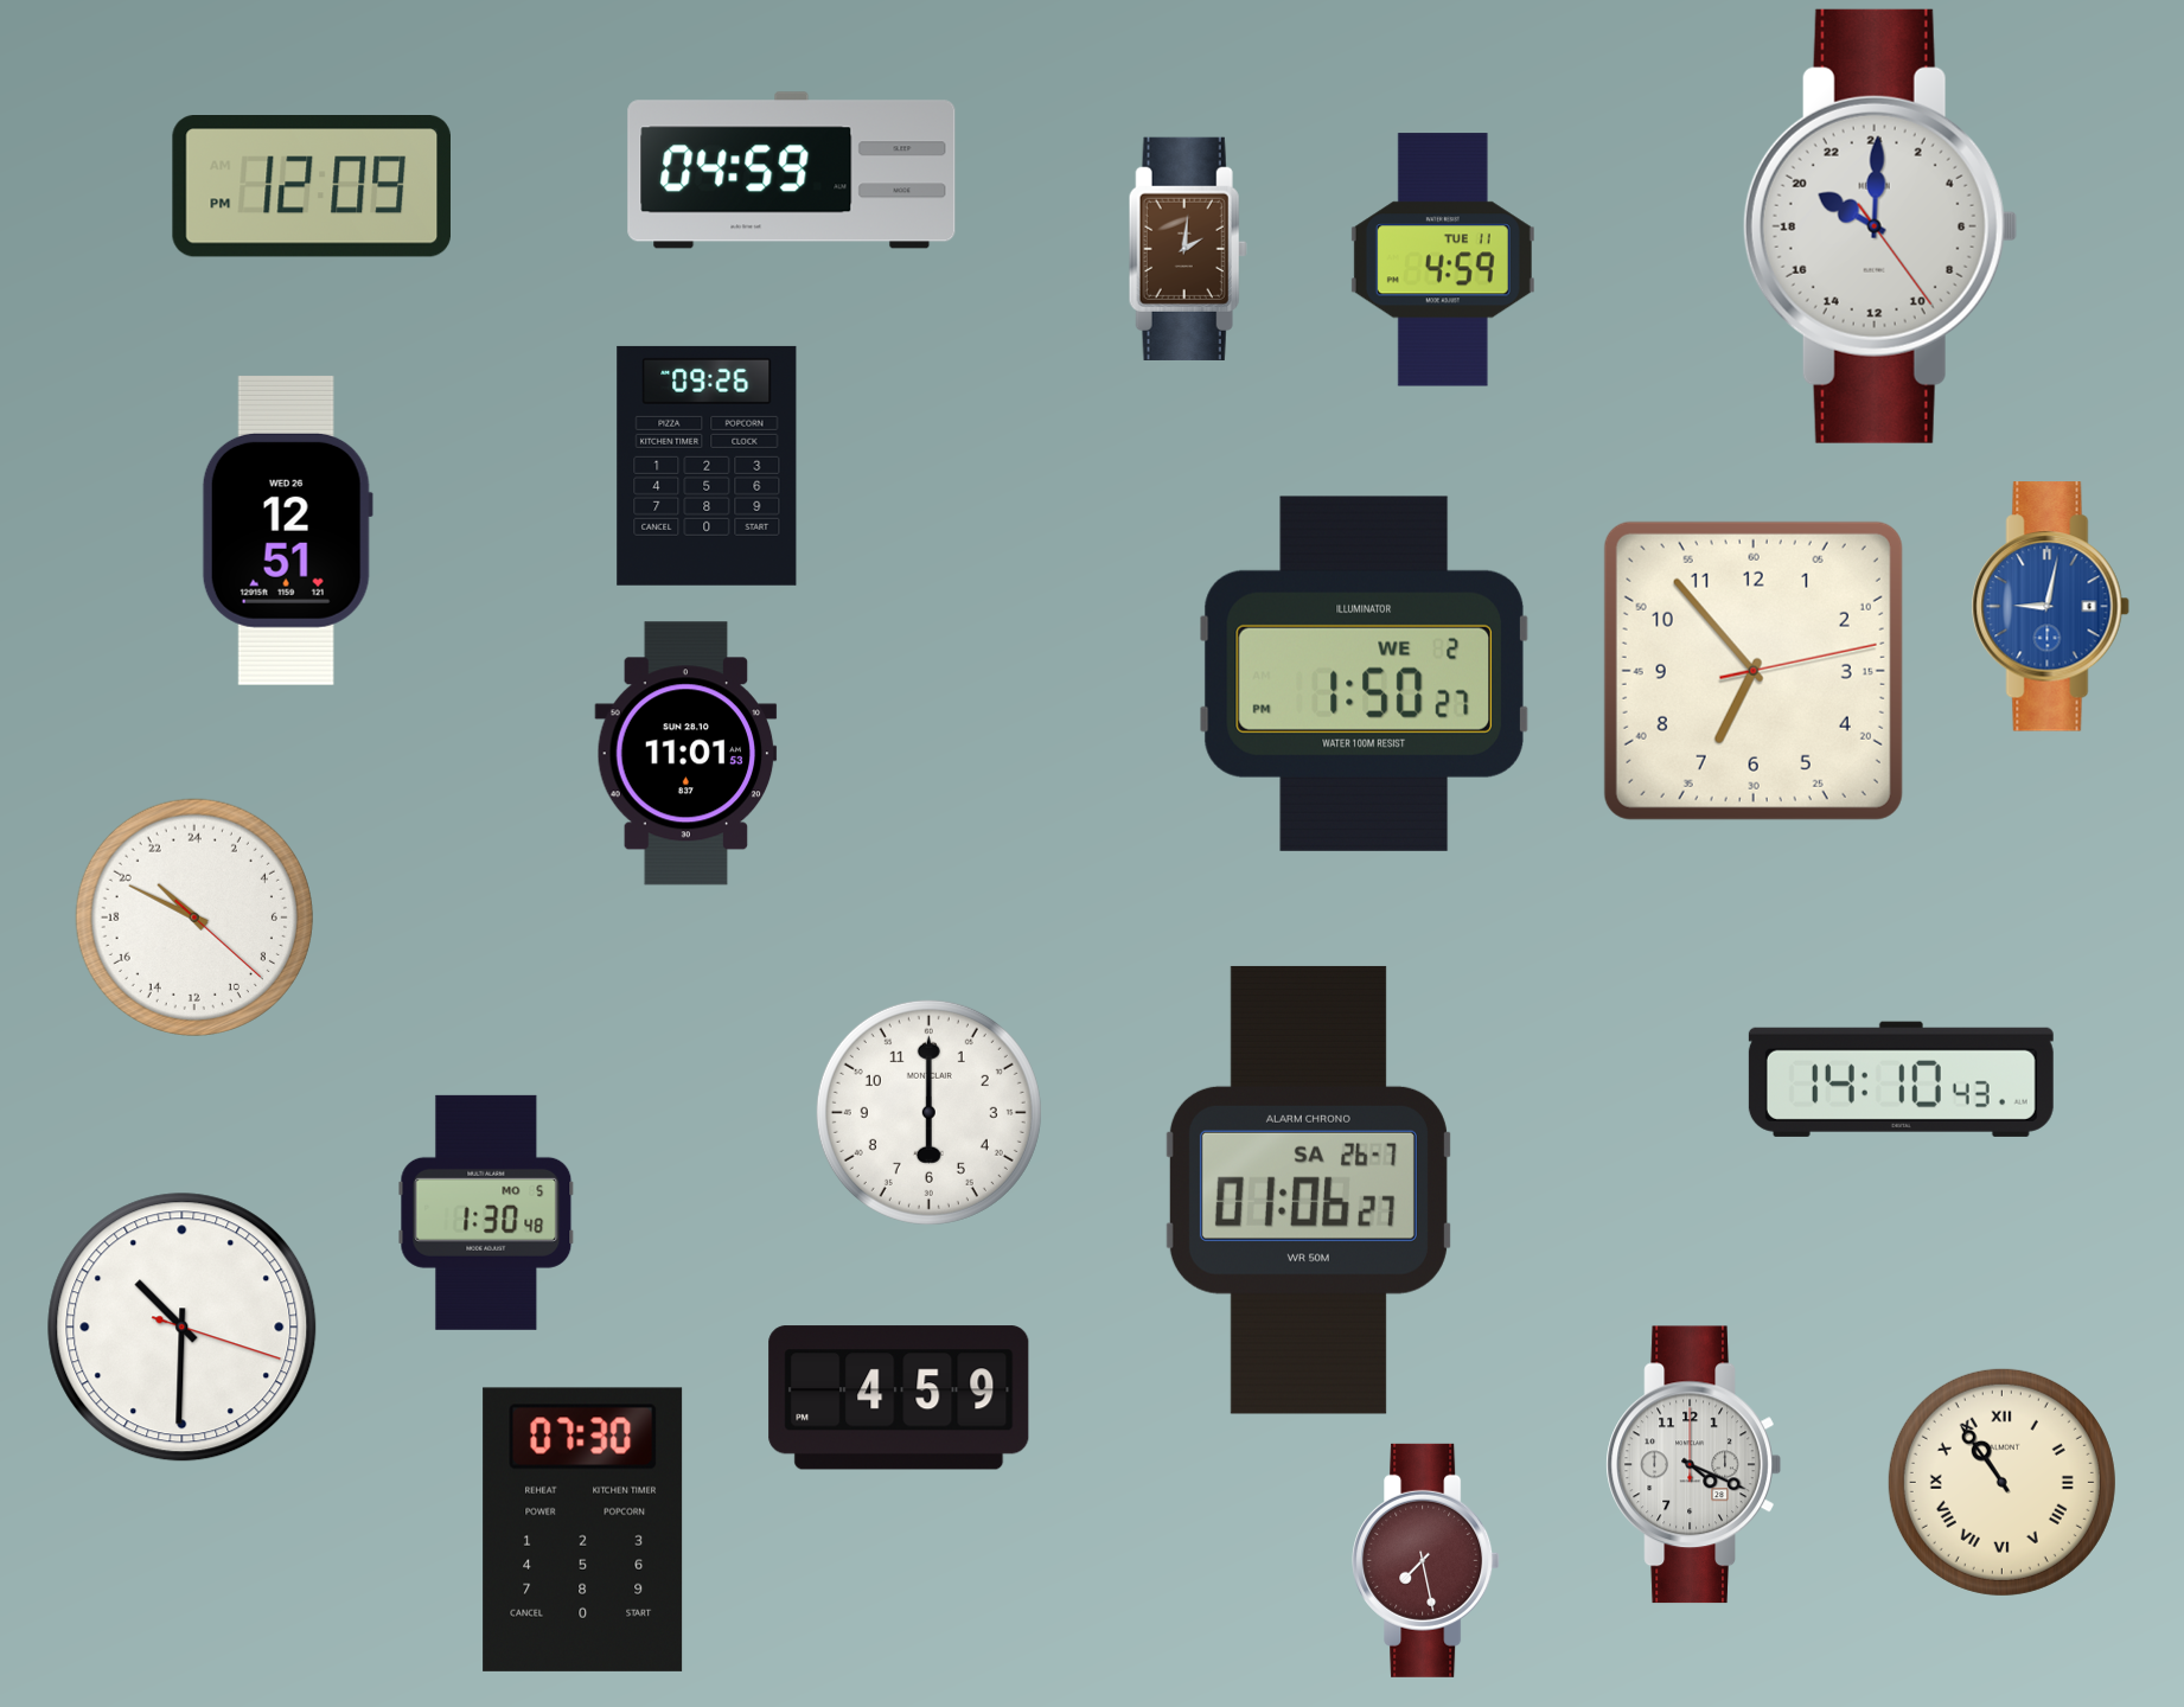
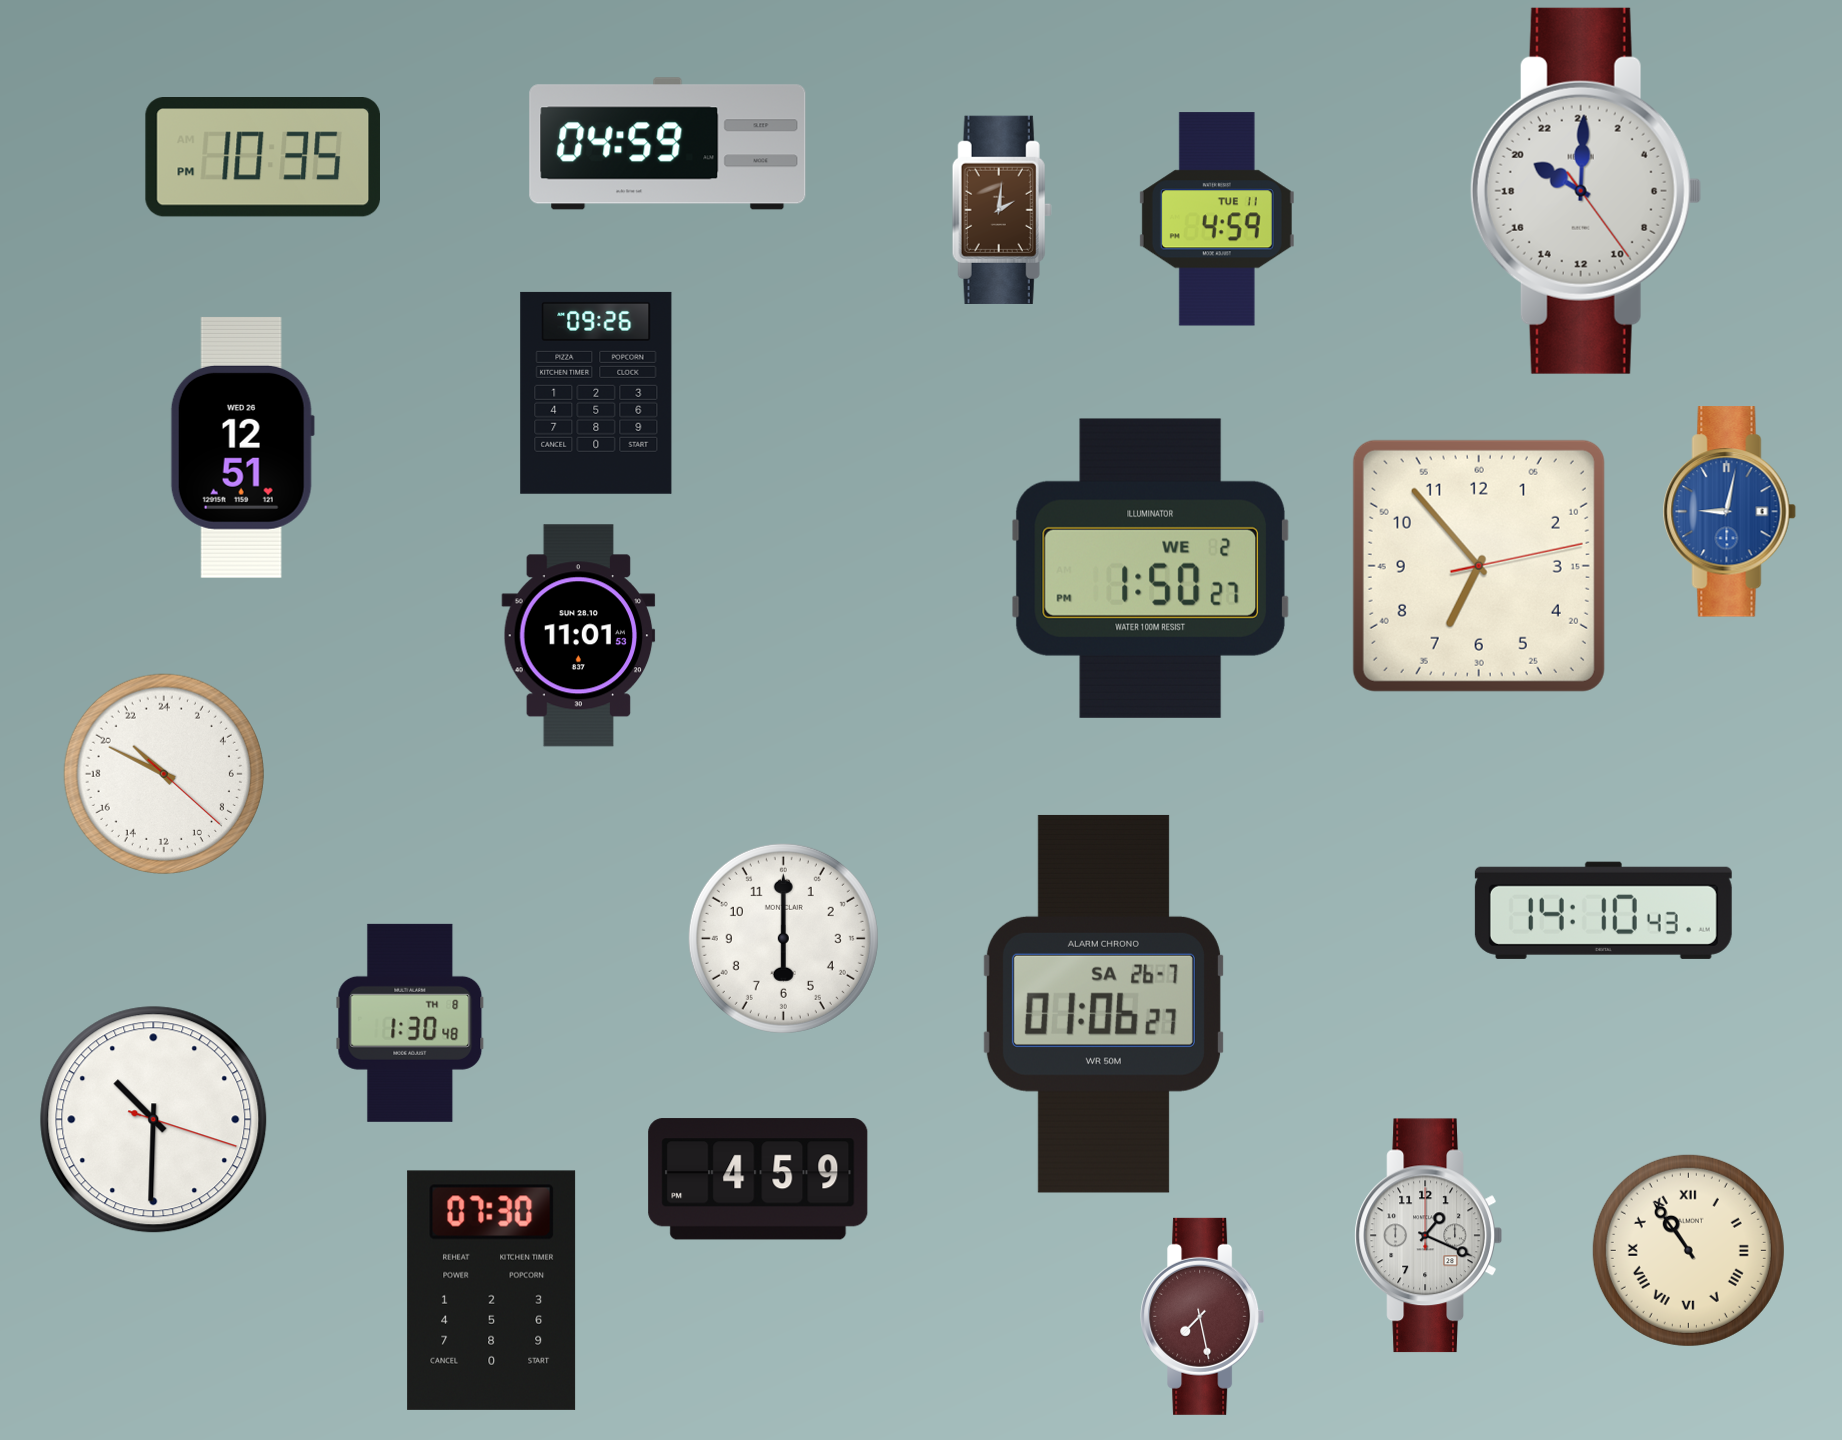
clock at (311, 187): 12:09 -> 10:35
clock at (486, 1213) date: MO 5 -> TH 8
clock at (1693, 1465): 4:19 -> 1:19
